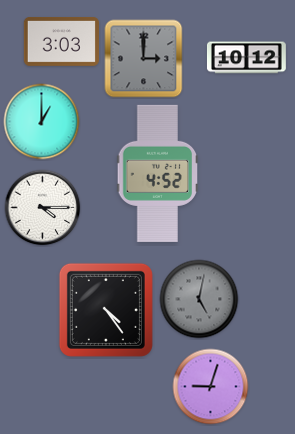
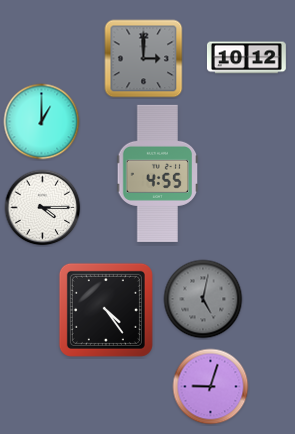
clock at (61, 42): 3:03 -> none
clock at (157, 173): 4:52 -> 4:55
clock at (199, 299) position: (199, 299) -> (203, 299)
